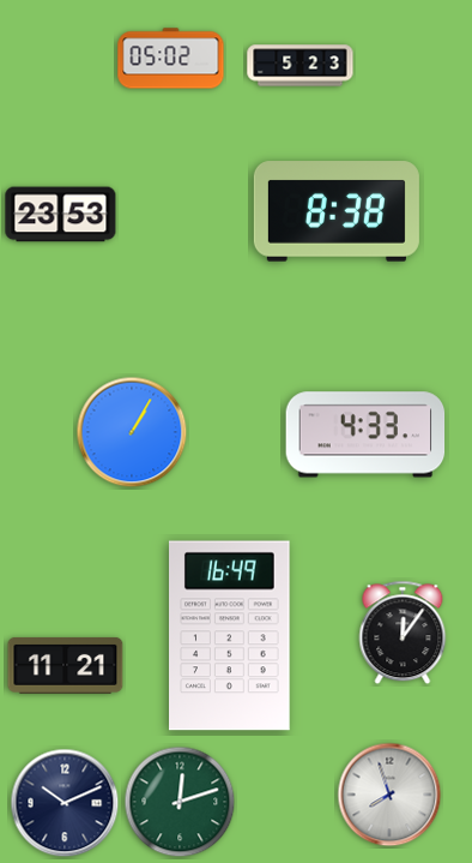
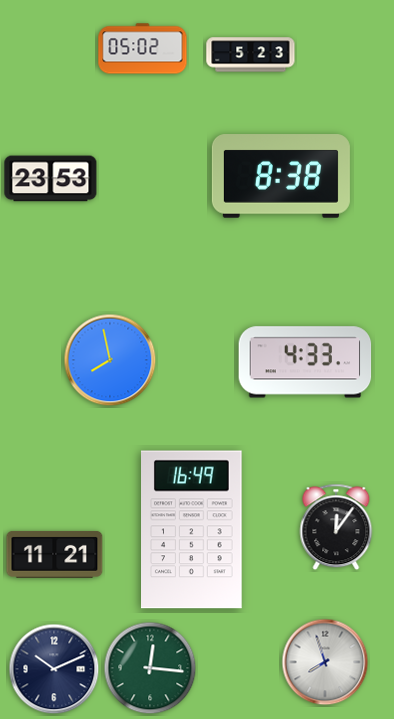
clock at (132, 432): 1:05 -> 7:58
clock at (180, 802): 12:12 -> 12:16
